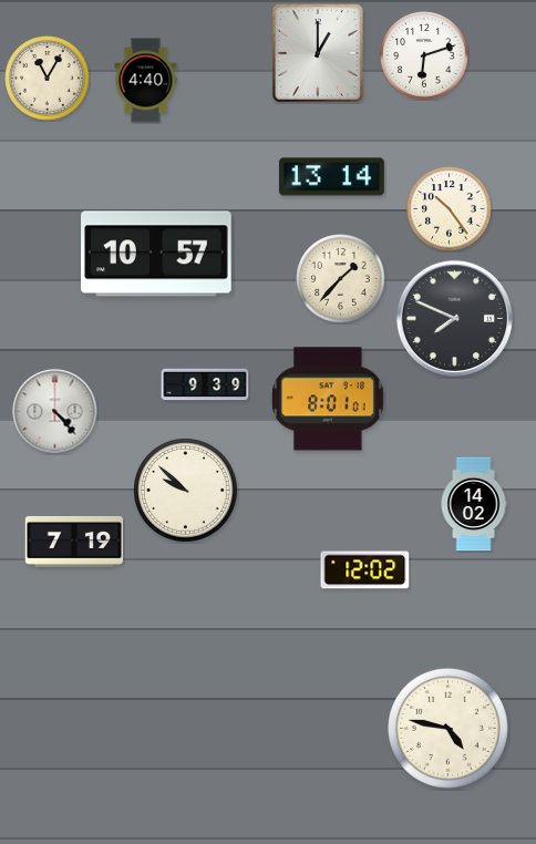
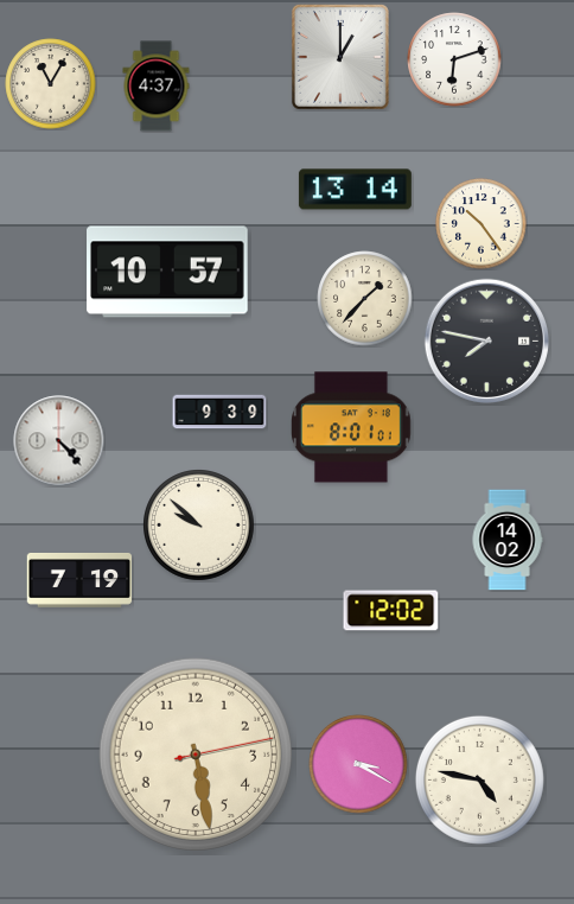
clock at (146, 81): 4:40 -> 4:37
clock at (454, 318): 7:49 -> 7:47
clock at (194, 753): none -> 5:28
clock at (358, 764): none -> 3:20
